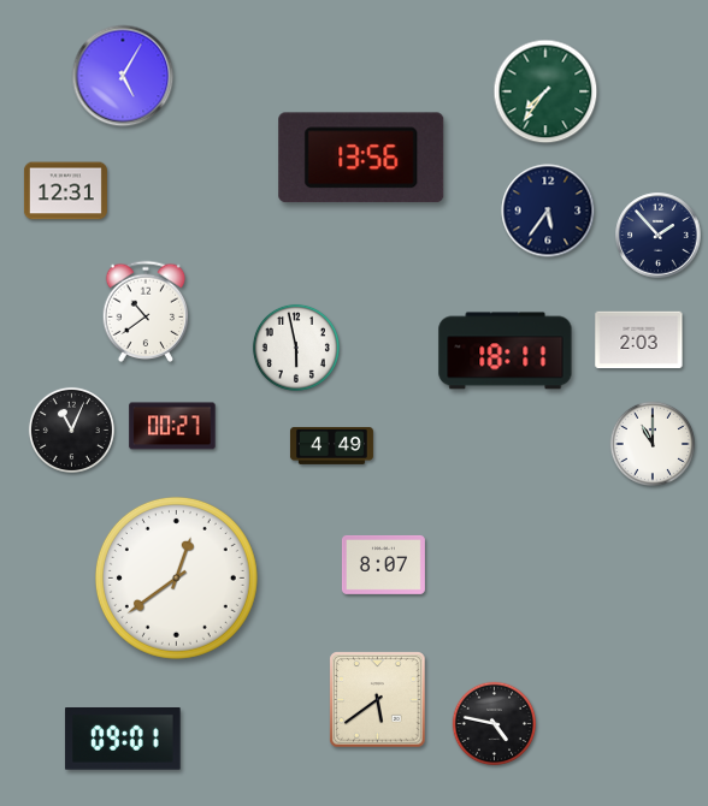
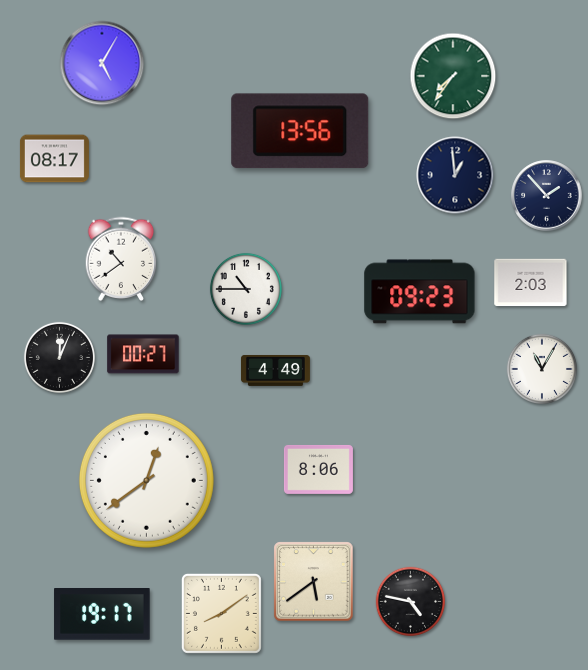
clock at (65, 191): 12:31 -> 08:17
clock at (548, 211): 5:36 -> 12:59
clock at (296, 348): 5:58 -> 10:45
clock at (506, 351): 18:11 -> 09:23
clock at (71, 429): 11:04 -> 12:04
clock at (651, 443): 11:00 -> 11:05
clock at (383, 564): 8:07 -> 8:06
clock at (221, 613): none -> 8:09
clock at (123, 740): 09:01 -> 19:17
